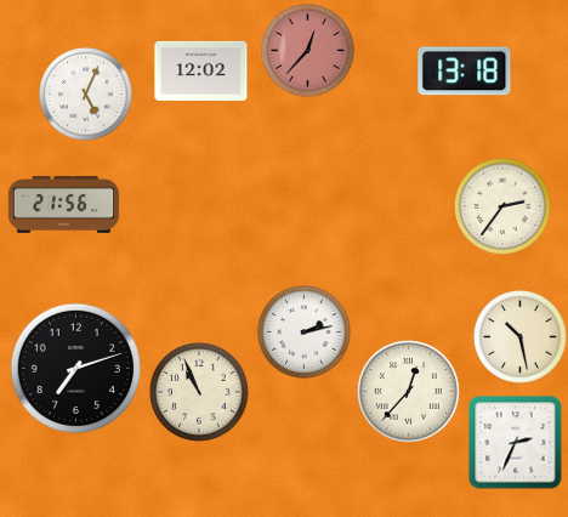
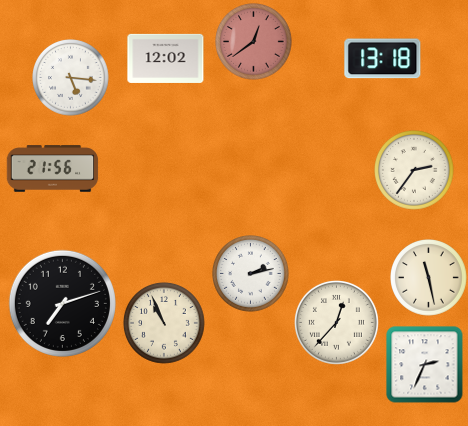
clock at (308, 51): 12:37 -> 12:39
clock at (86, 95): 5:04 -> 5:16
clock at (521, 337): 10:28 -> 11:28
